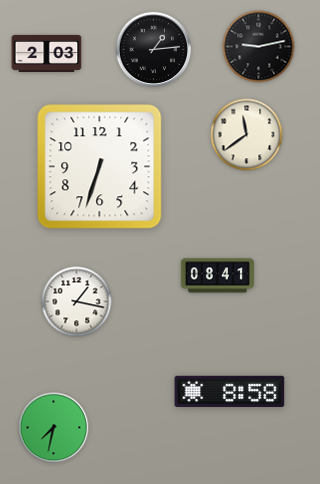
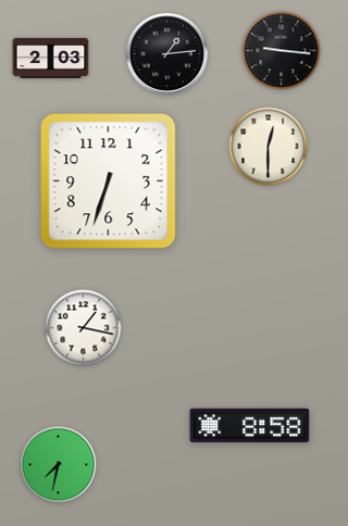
clock at (259, 47): 9:13 -> 9:16
clock at (247, 135): 11:39 -> 12:30
clock at (217, 276): 08:41 -> none
